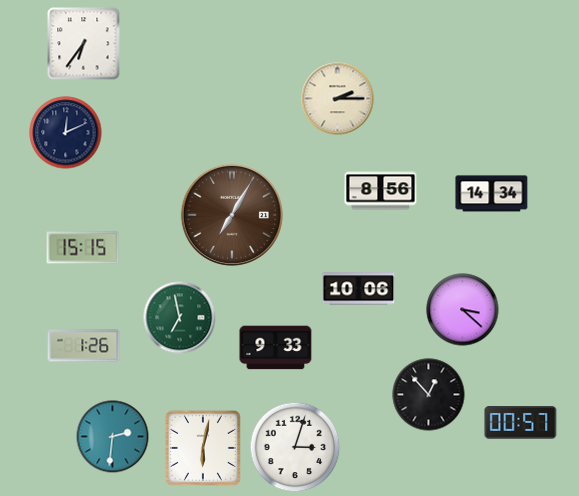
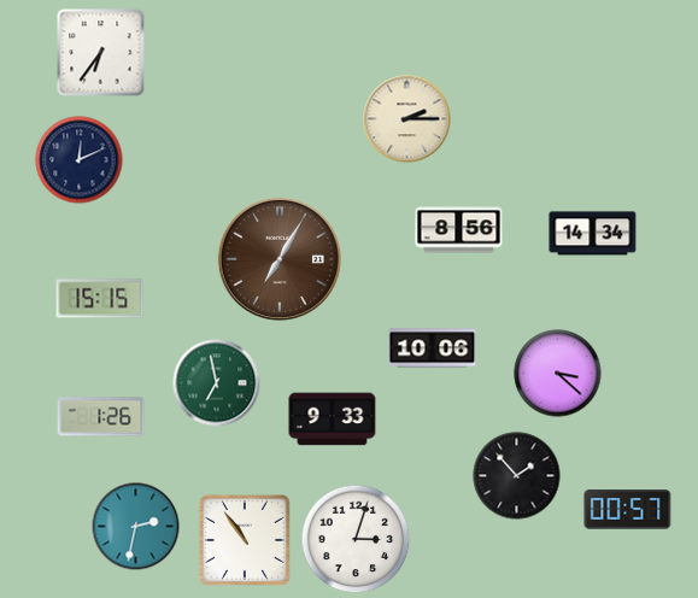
clock at (429, 395): 12:53 -> 1:53
clock at (113, 437): 2:31 -> 2:32
clock at (203, 448): 6:02 -> 10:54
